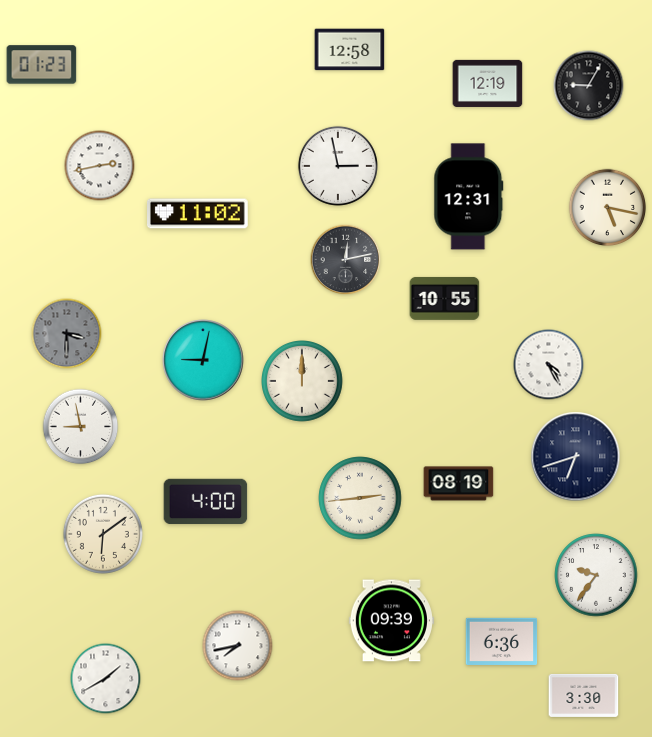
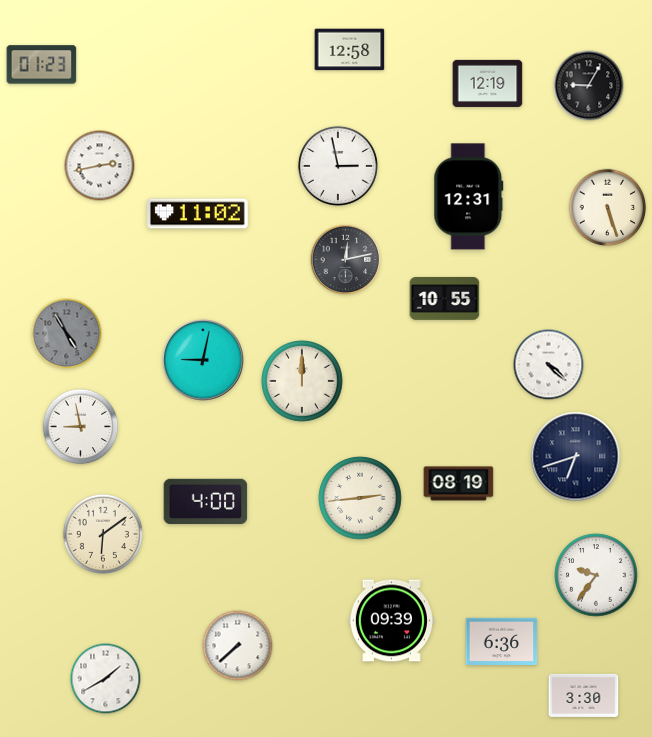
clock at (608, 208): 5:17 -> 5:27
clock at (67, 334): 3:30 -> 4:55
clock at (549, 365): 4:25 -> 4:22
clock at (238, 646): 7:43 -> 7:38
